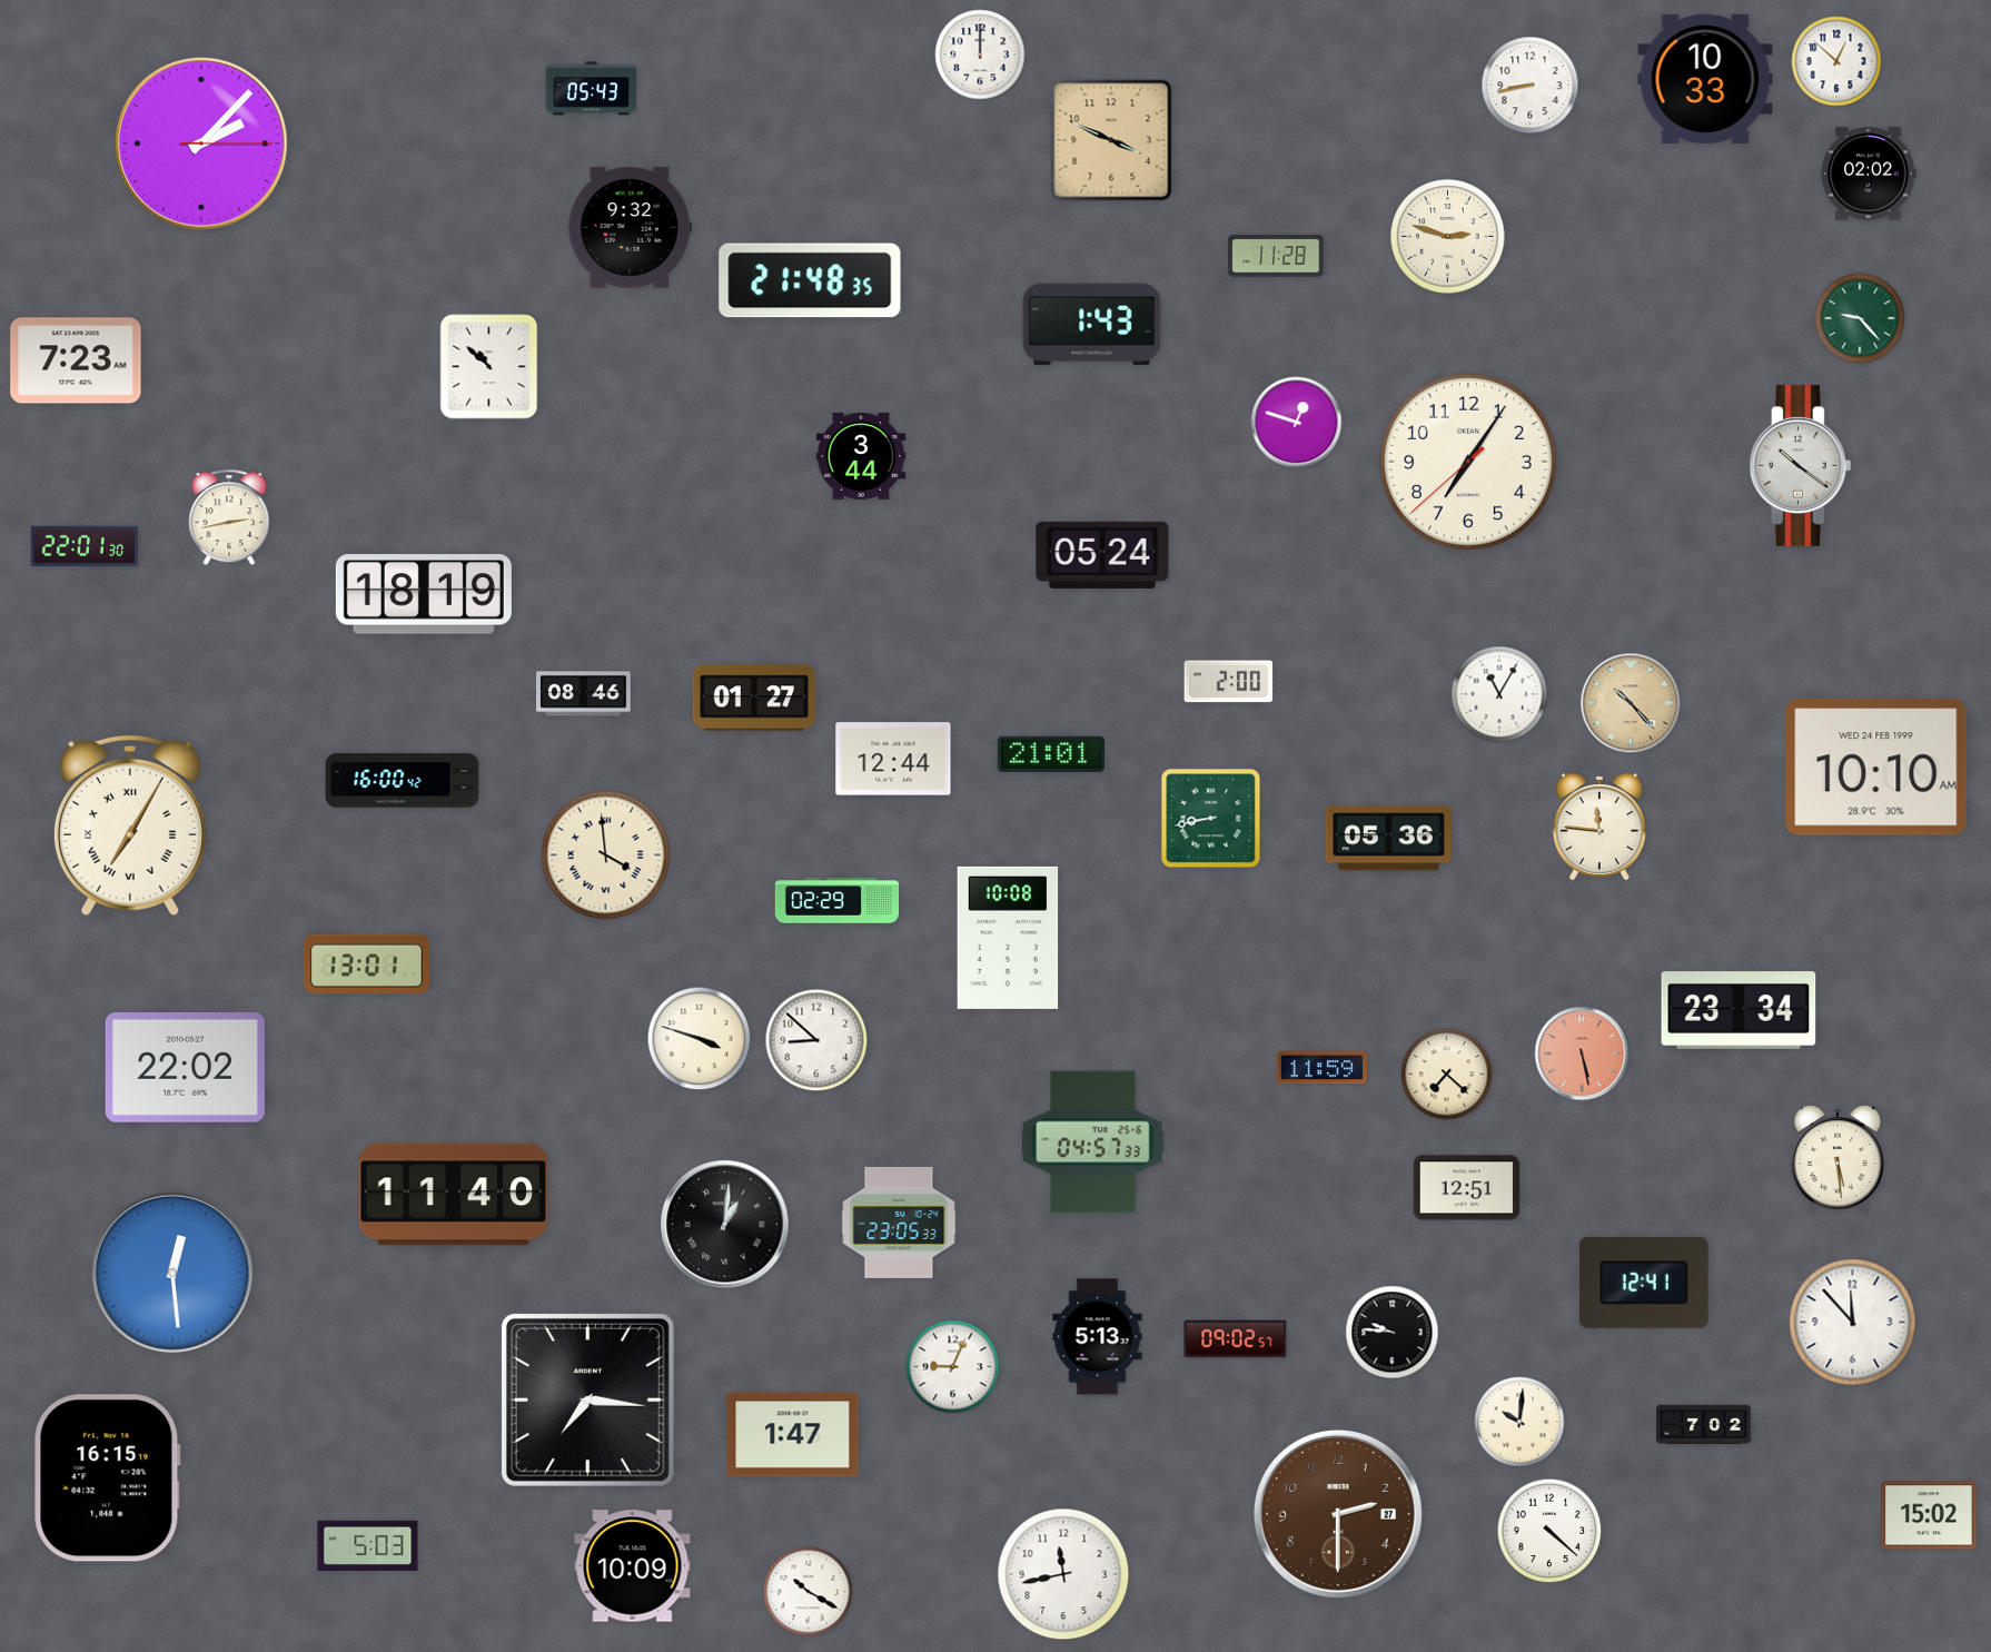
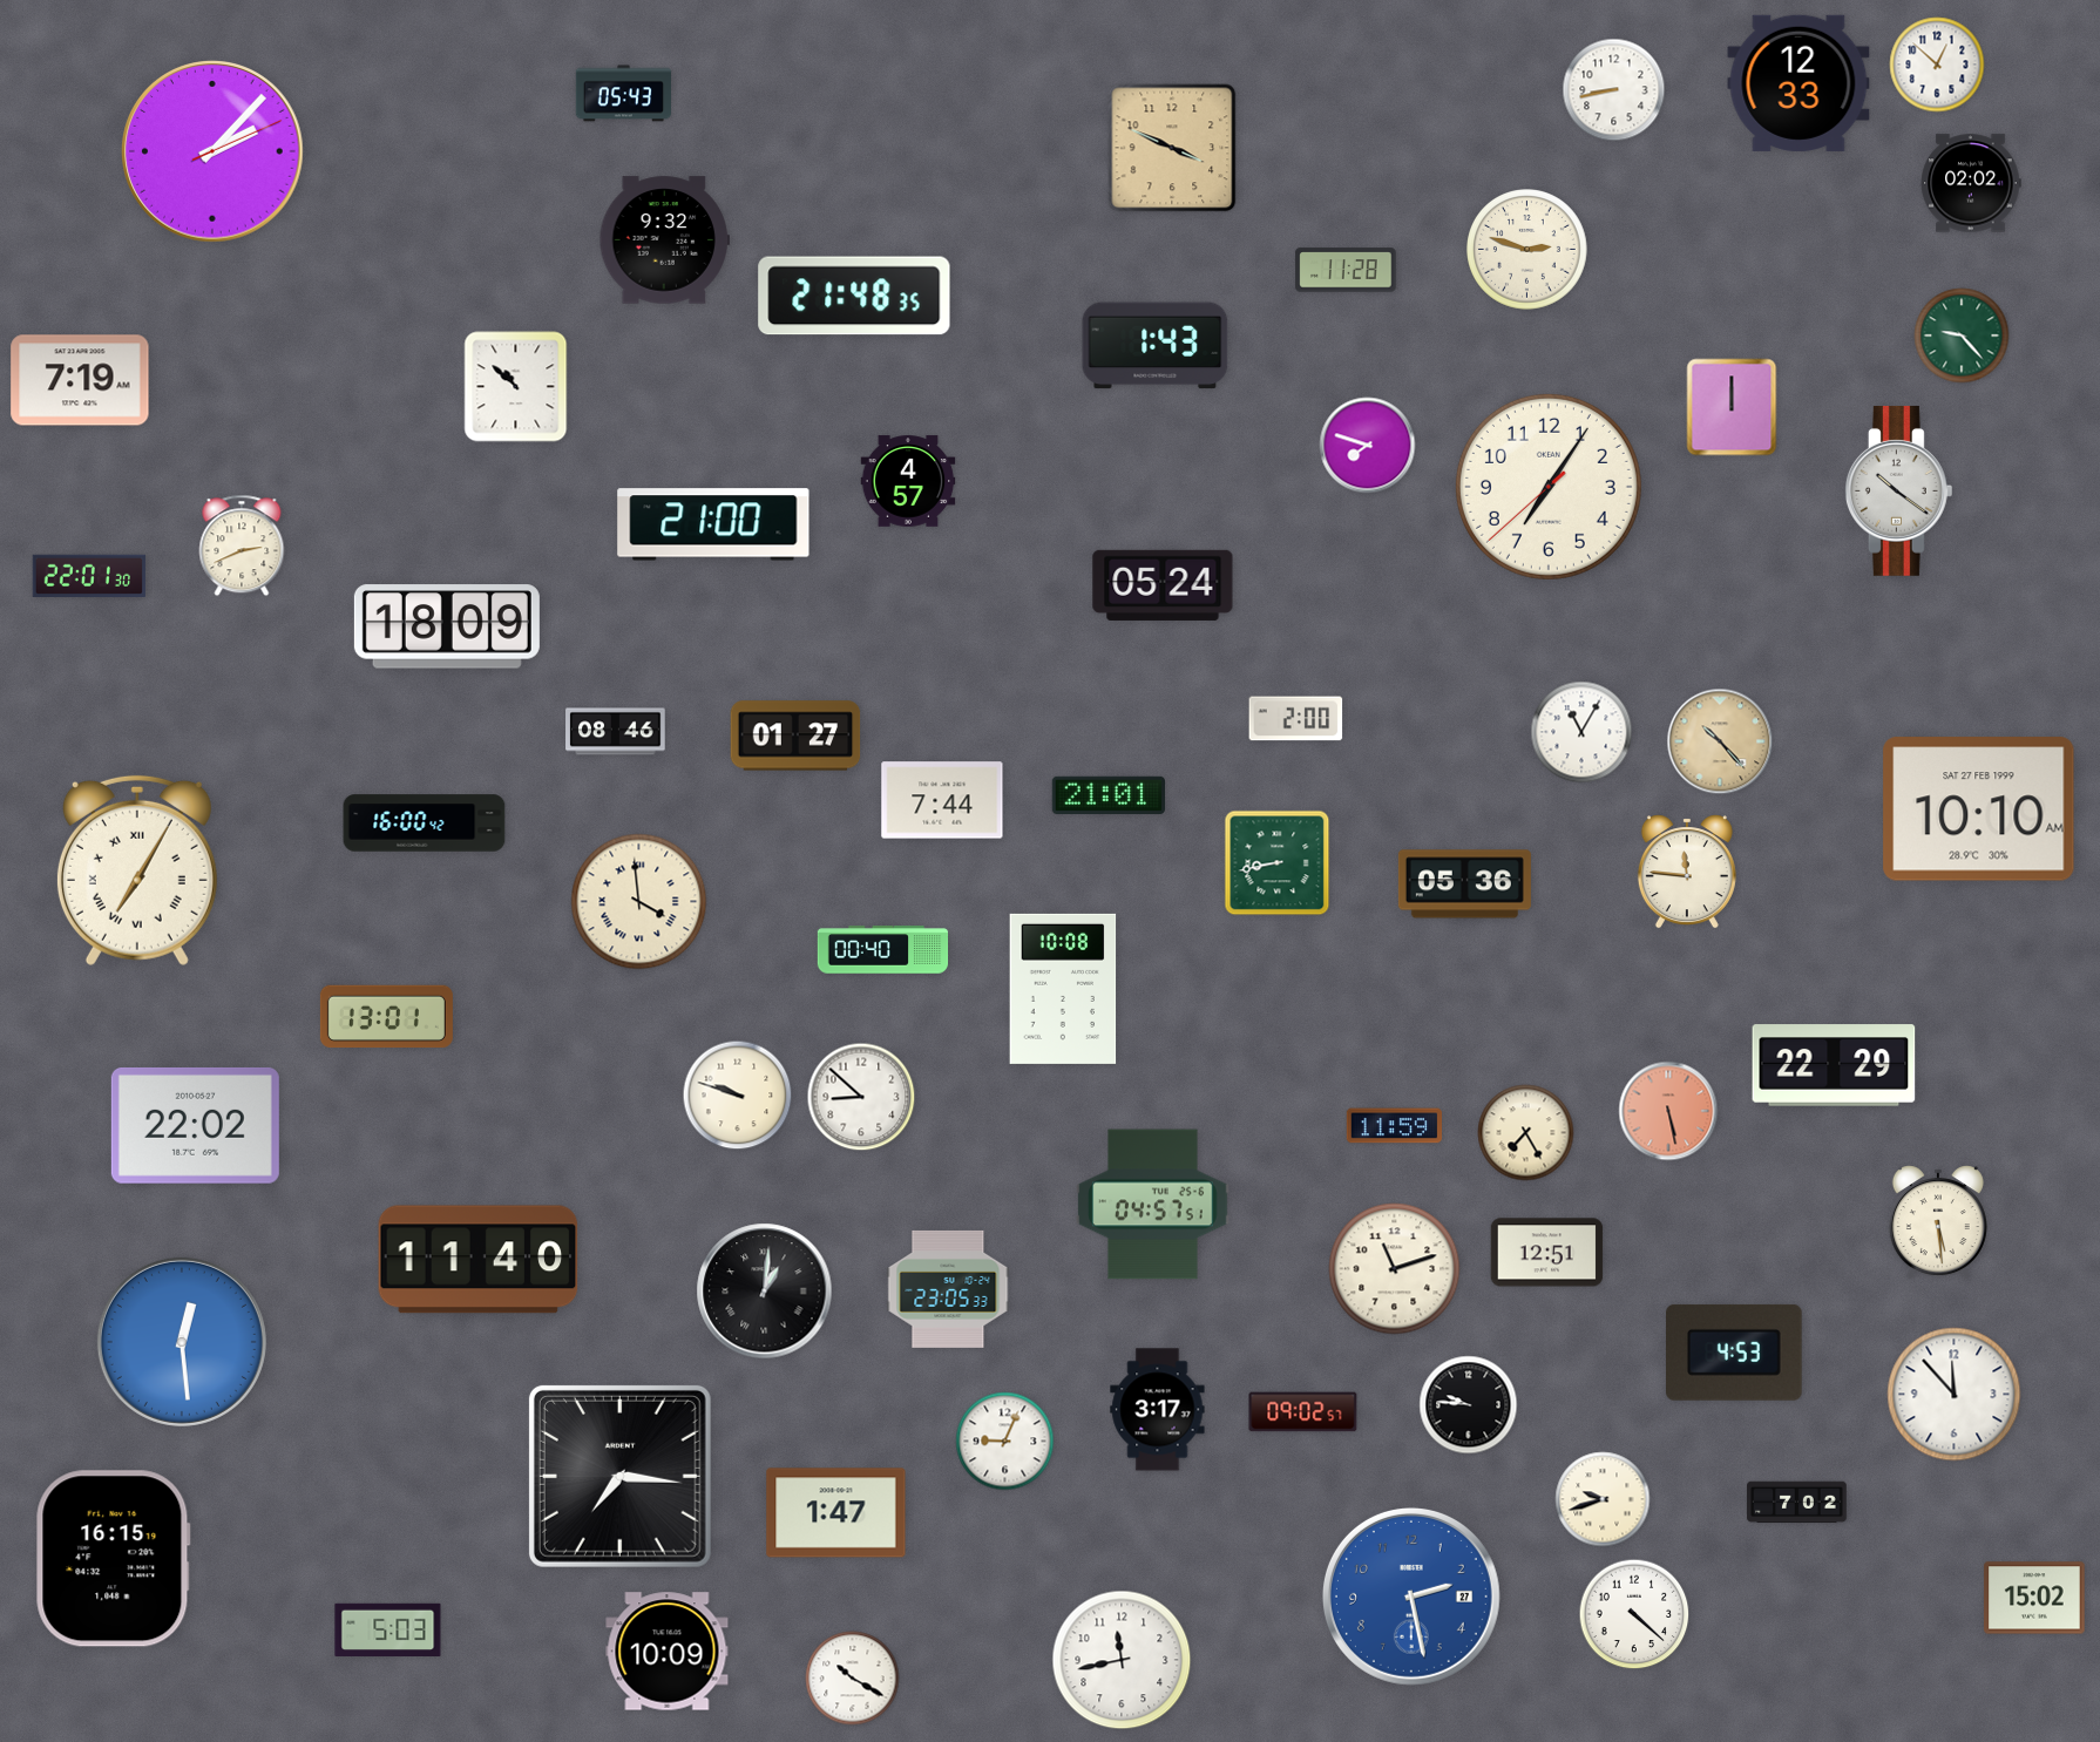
clock at (980, 55): 12:00 -> none
clock at (1705, 79): 10:33 -> 12:33
clock at (201, 144): 2:07:15 -> 2:07:11
clock at (1092, 325) position: (1092, 325) -> (1156, 346)
clock at (76, 360): 7:23 -> 7:19
clock at (1732, 407): none -> 12:00
clock at (1297, 423): 12:48 -> 7:48
clock at (861, 456): 3:44 -> 4:57
clock at (713, 524): none -> 21:00
clock at (229, 517): 2:43 -> 2:41
clock at (424, 594): 18:19 -> 18:09
clock at (893, 759): 12:44 -> 7:44
clock at (1876, 768) date: WED 24 FEB 1999 -> SAT 27 FEB 1999
clock at (838, 901): 02:29 -> 00:40
clock at (1739, 1010): 23:34 -> 22:29
clock at (700, 1039): 3:48 -> 9:48
clock at (1447, 1075): 7:22 -> 7:25
clock at (1093, 1142): 04:57:33 -> 04:57:51
clock at (1395, 1269): none -> 11:12
clock at (1645, 1283): 12:41 -> 4:53
clock at (1098, 1337): 5:13 -> 3:17
clock at (1519, 1422): 10:01 -> 9:42
clock at (1338, 1514): 2:30 -> 2:28
clock at (1338, 1514) dial: brown -> blue
